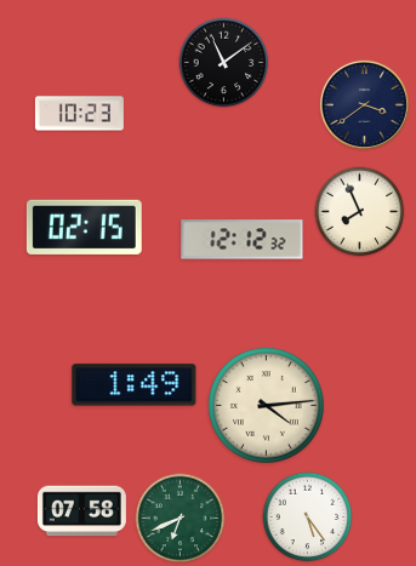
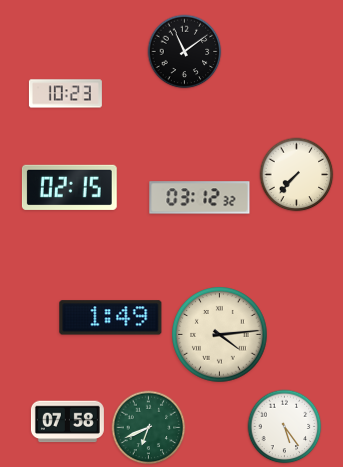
clock at (364, 104): 3:39 -> none
clock at (360, 212): 7:56 -> 7:37
clock at (243, 240): 12:12 -> 03:12
clock at (308, 518) position: (308, 518) -> (285, 427)
